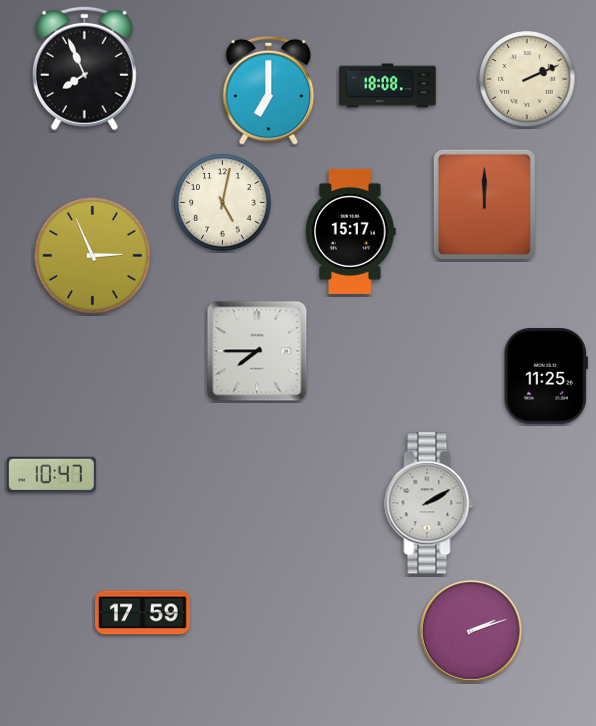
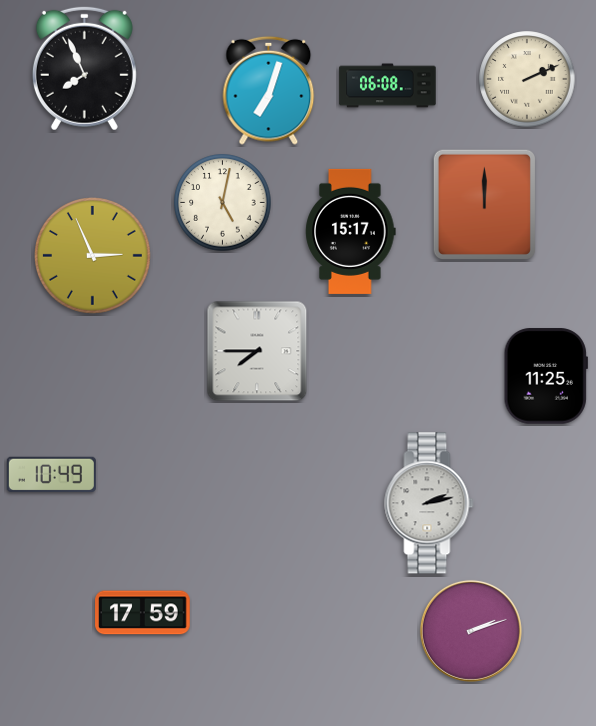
clock at (388, 86): 18:08 -> 06:08
clock at (269, 90): 7:00 -> 7:03
clock at (51, 474): 10:47 -> 10:49
clock at (429, 503): 2:10 -> 2:13
